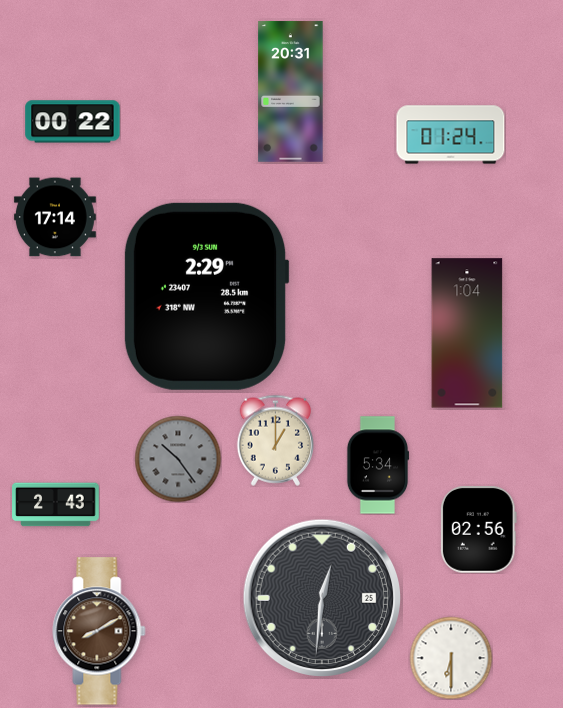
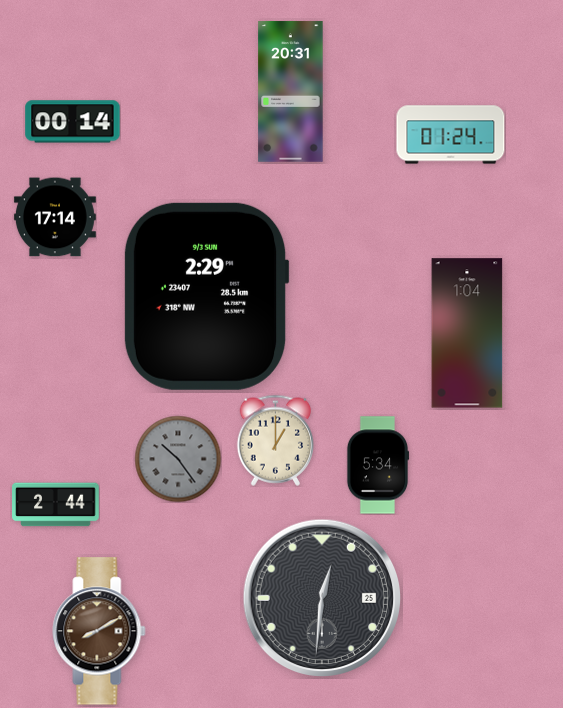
clock at (73, 122): 00:22 -> 00:14
clock at (56, 505): 2:43 -> 2:44
clock at (478, 530): 02:56 -> none
clock at (451, 658): 6:30 -> none
